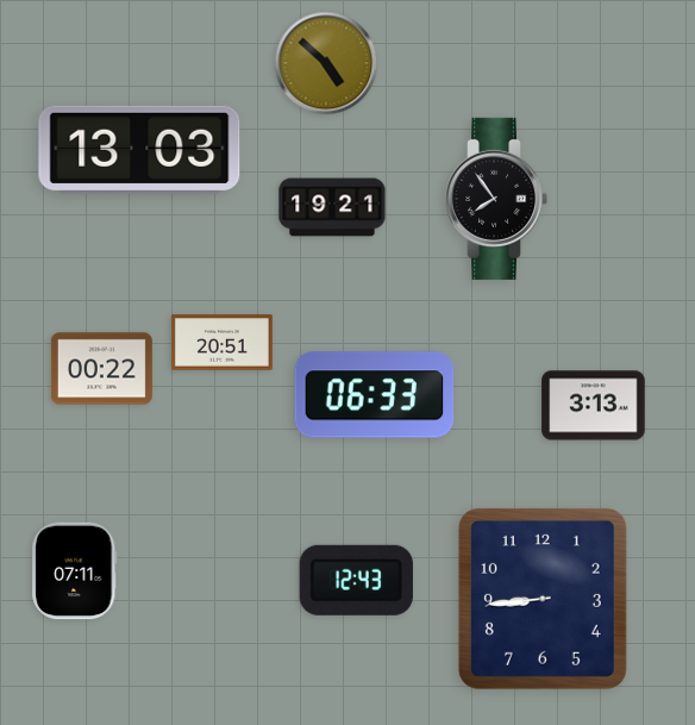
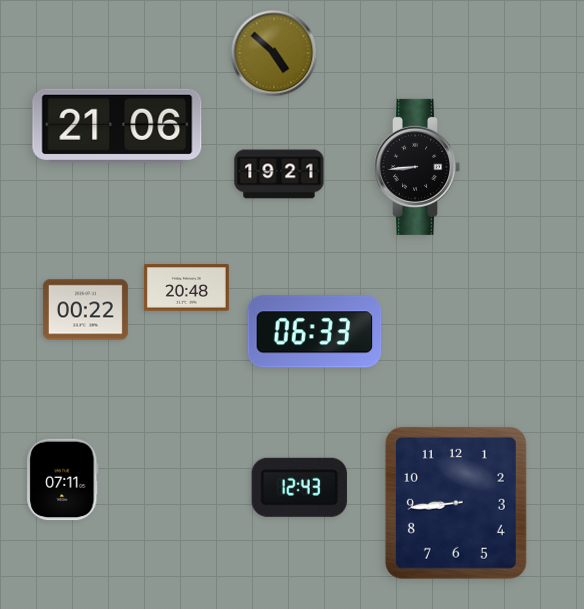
clock at (139, 150): 13:03 -> 21:06
clock at (496, 199): 7:54 -> 8:44
clock at (221, 343): 20:51 -> 20:48
clock at (594, 406): 3:13 -> none
